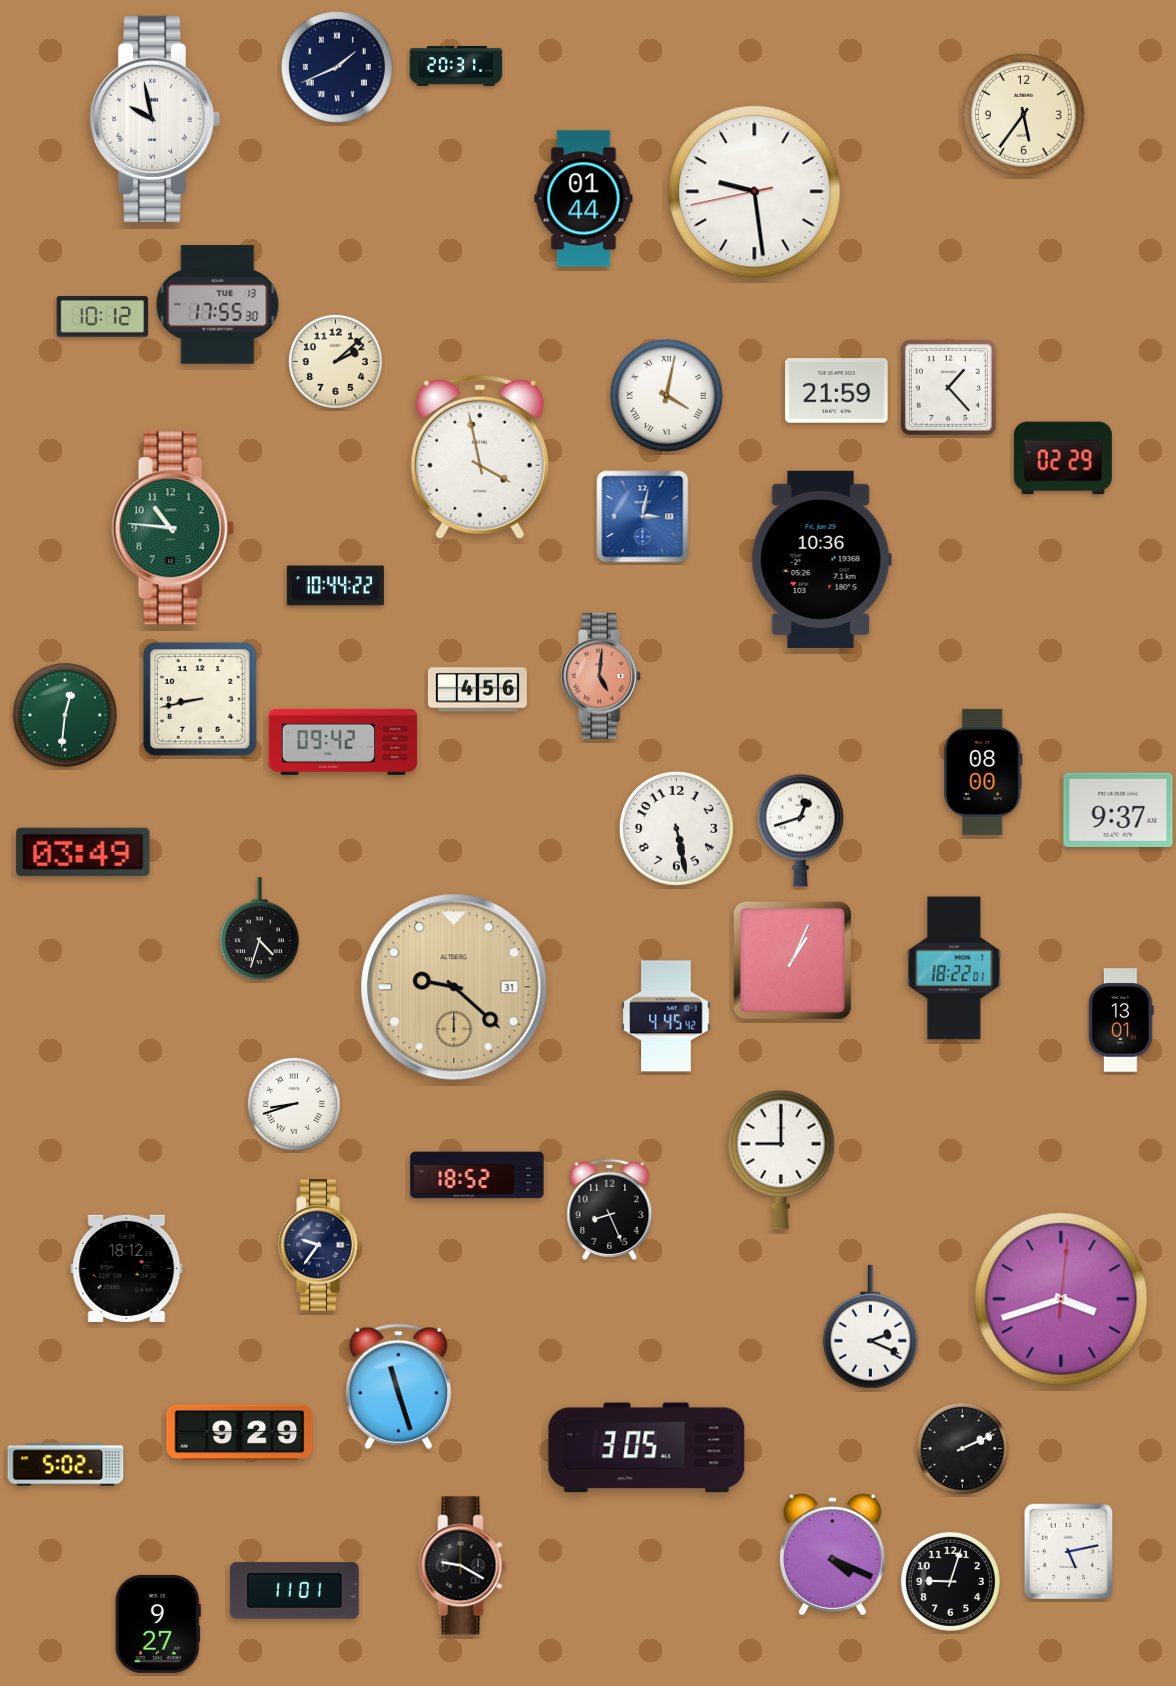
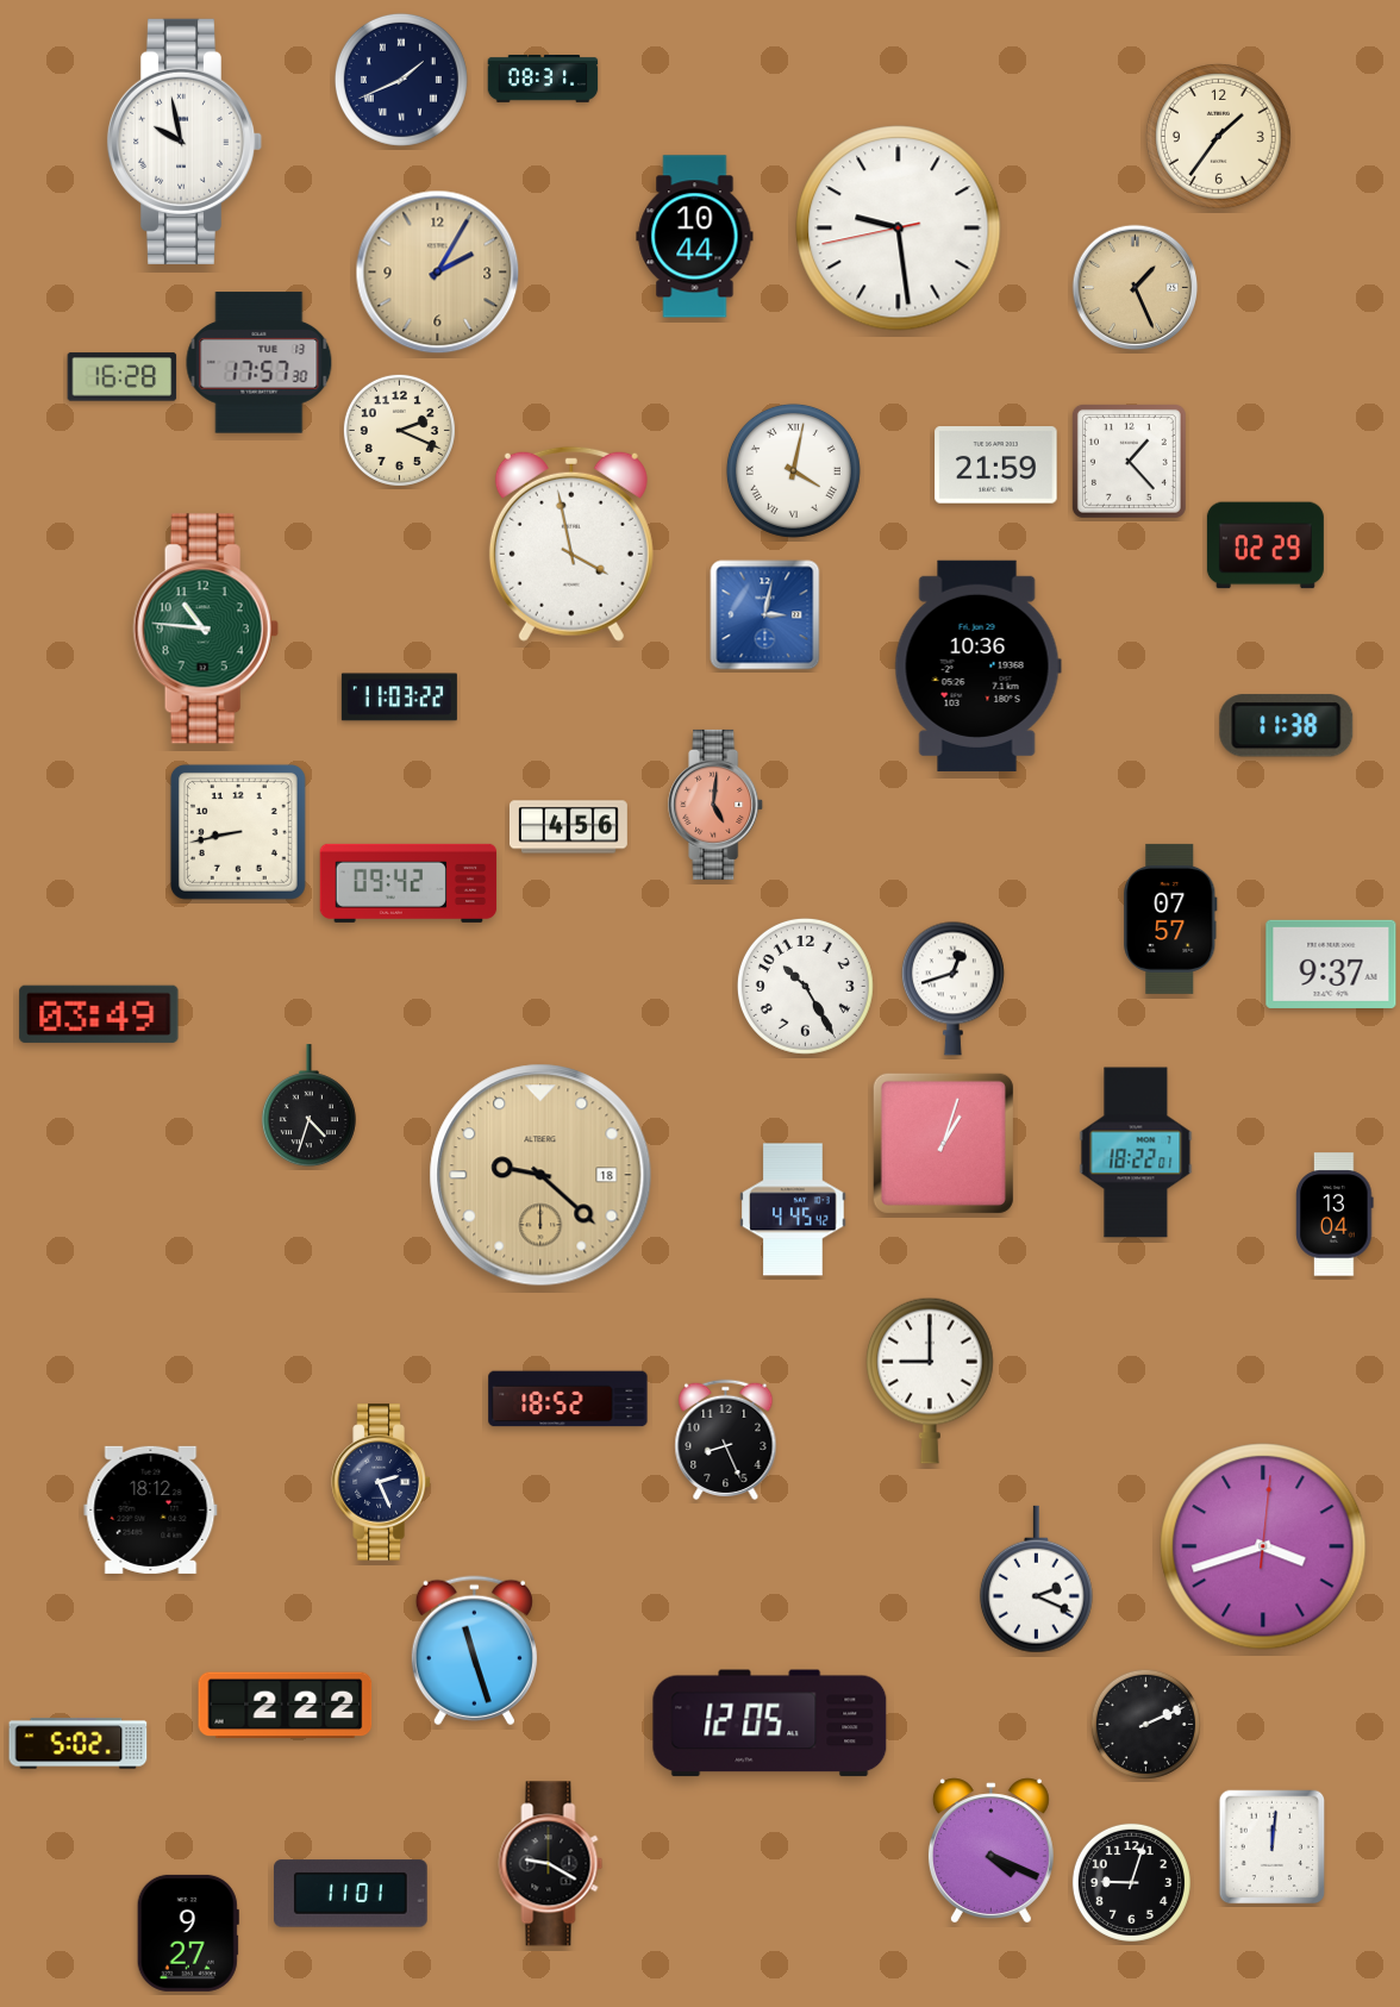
clock at (456, 66): 20:31 -> 08:31
clock at (1023, 114): 5:36 -> 1:36
clock at (584, 199): 01:44 -> 10:44
clock at (438, 273): none -> 2:05
clock at (1136, 288): none -> 1:26
clock at (218, 305): 17:55 -> 17:57
clock at (103, 317): 10:12 -> 16:28
clock at (335, 361): 2:08 -> 2:19
clock at (335, 586): 10:44 -> 11:03
clock at (1287, 726): none -> 11:38
clock at (477, 690) position: (477, 690) -> (568, 827)
clock at (65, 715): 12:31 -> none
clock at (983, 772): 08:00 -> 07:57
clock at (676, 828): 5:28 -> 10:25
clock at (792, 960): 1:04 -> 1:03
clock at (454, 987) date: 31 -> 18
clock at (1121, 1020): 13:01 -> 13:04
clock at (294, 1104): 8:42 -> none
clock at (320, 1245): 9:36 -> 2:26
clock at (240, 1433): 9:29 -> 2:22
clock at (647, 1448): 3:05 -> 12:05
clock at (1069, 1552): 5:13 -> 12:01
